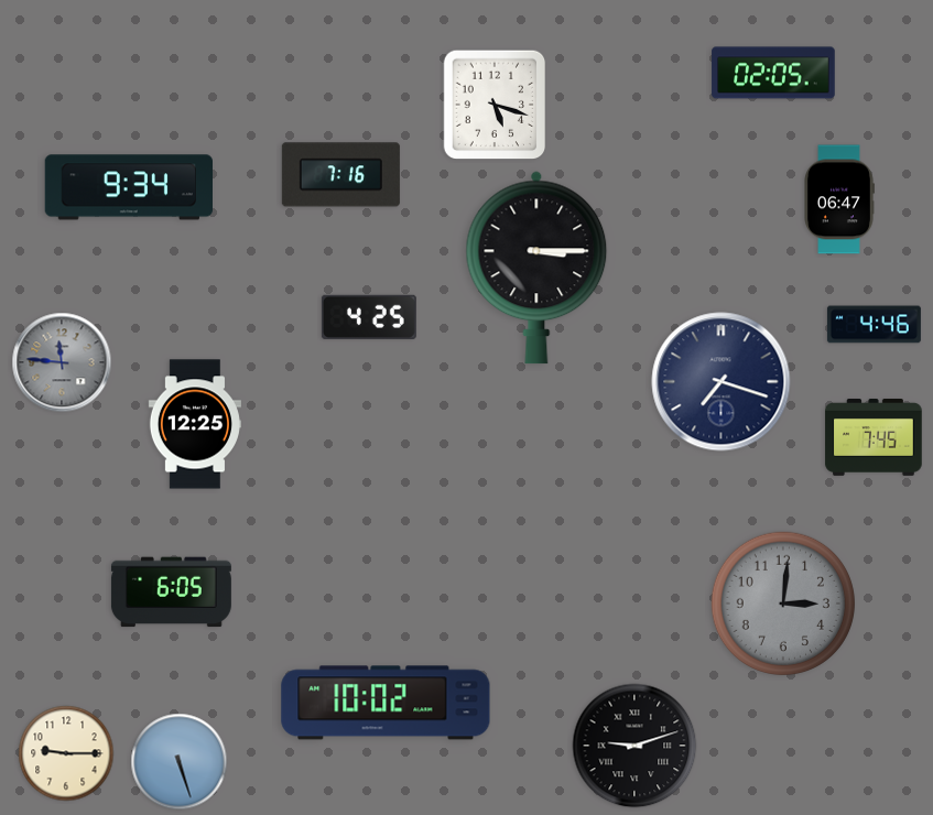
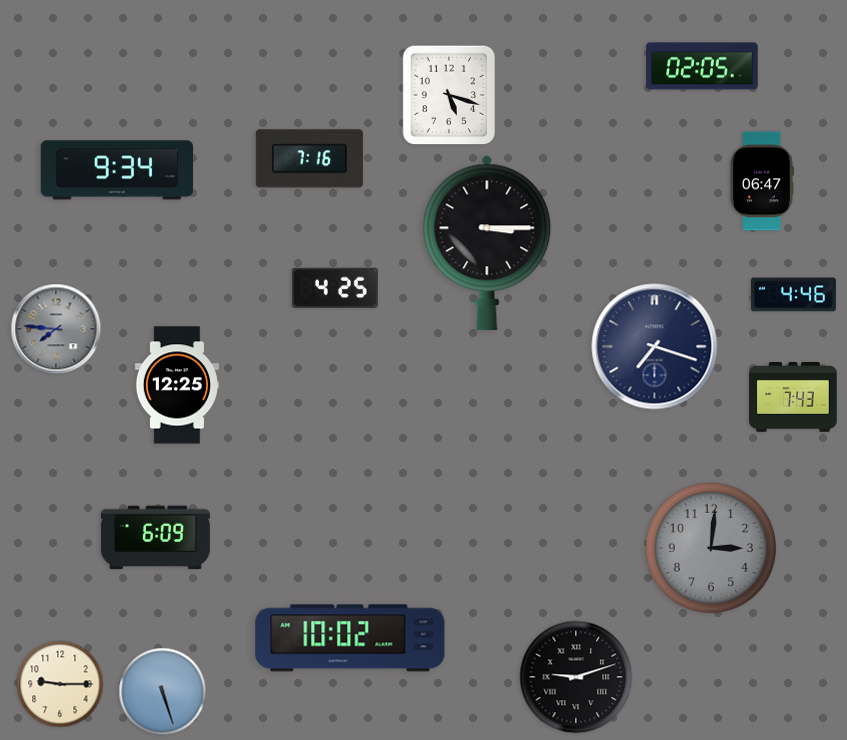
clock at (62, 362): 11:46 -> 7:46
clock at (874, 438): 7:45 -> 7:43
clock at (171, 593): 6:05 -> 6:09
